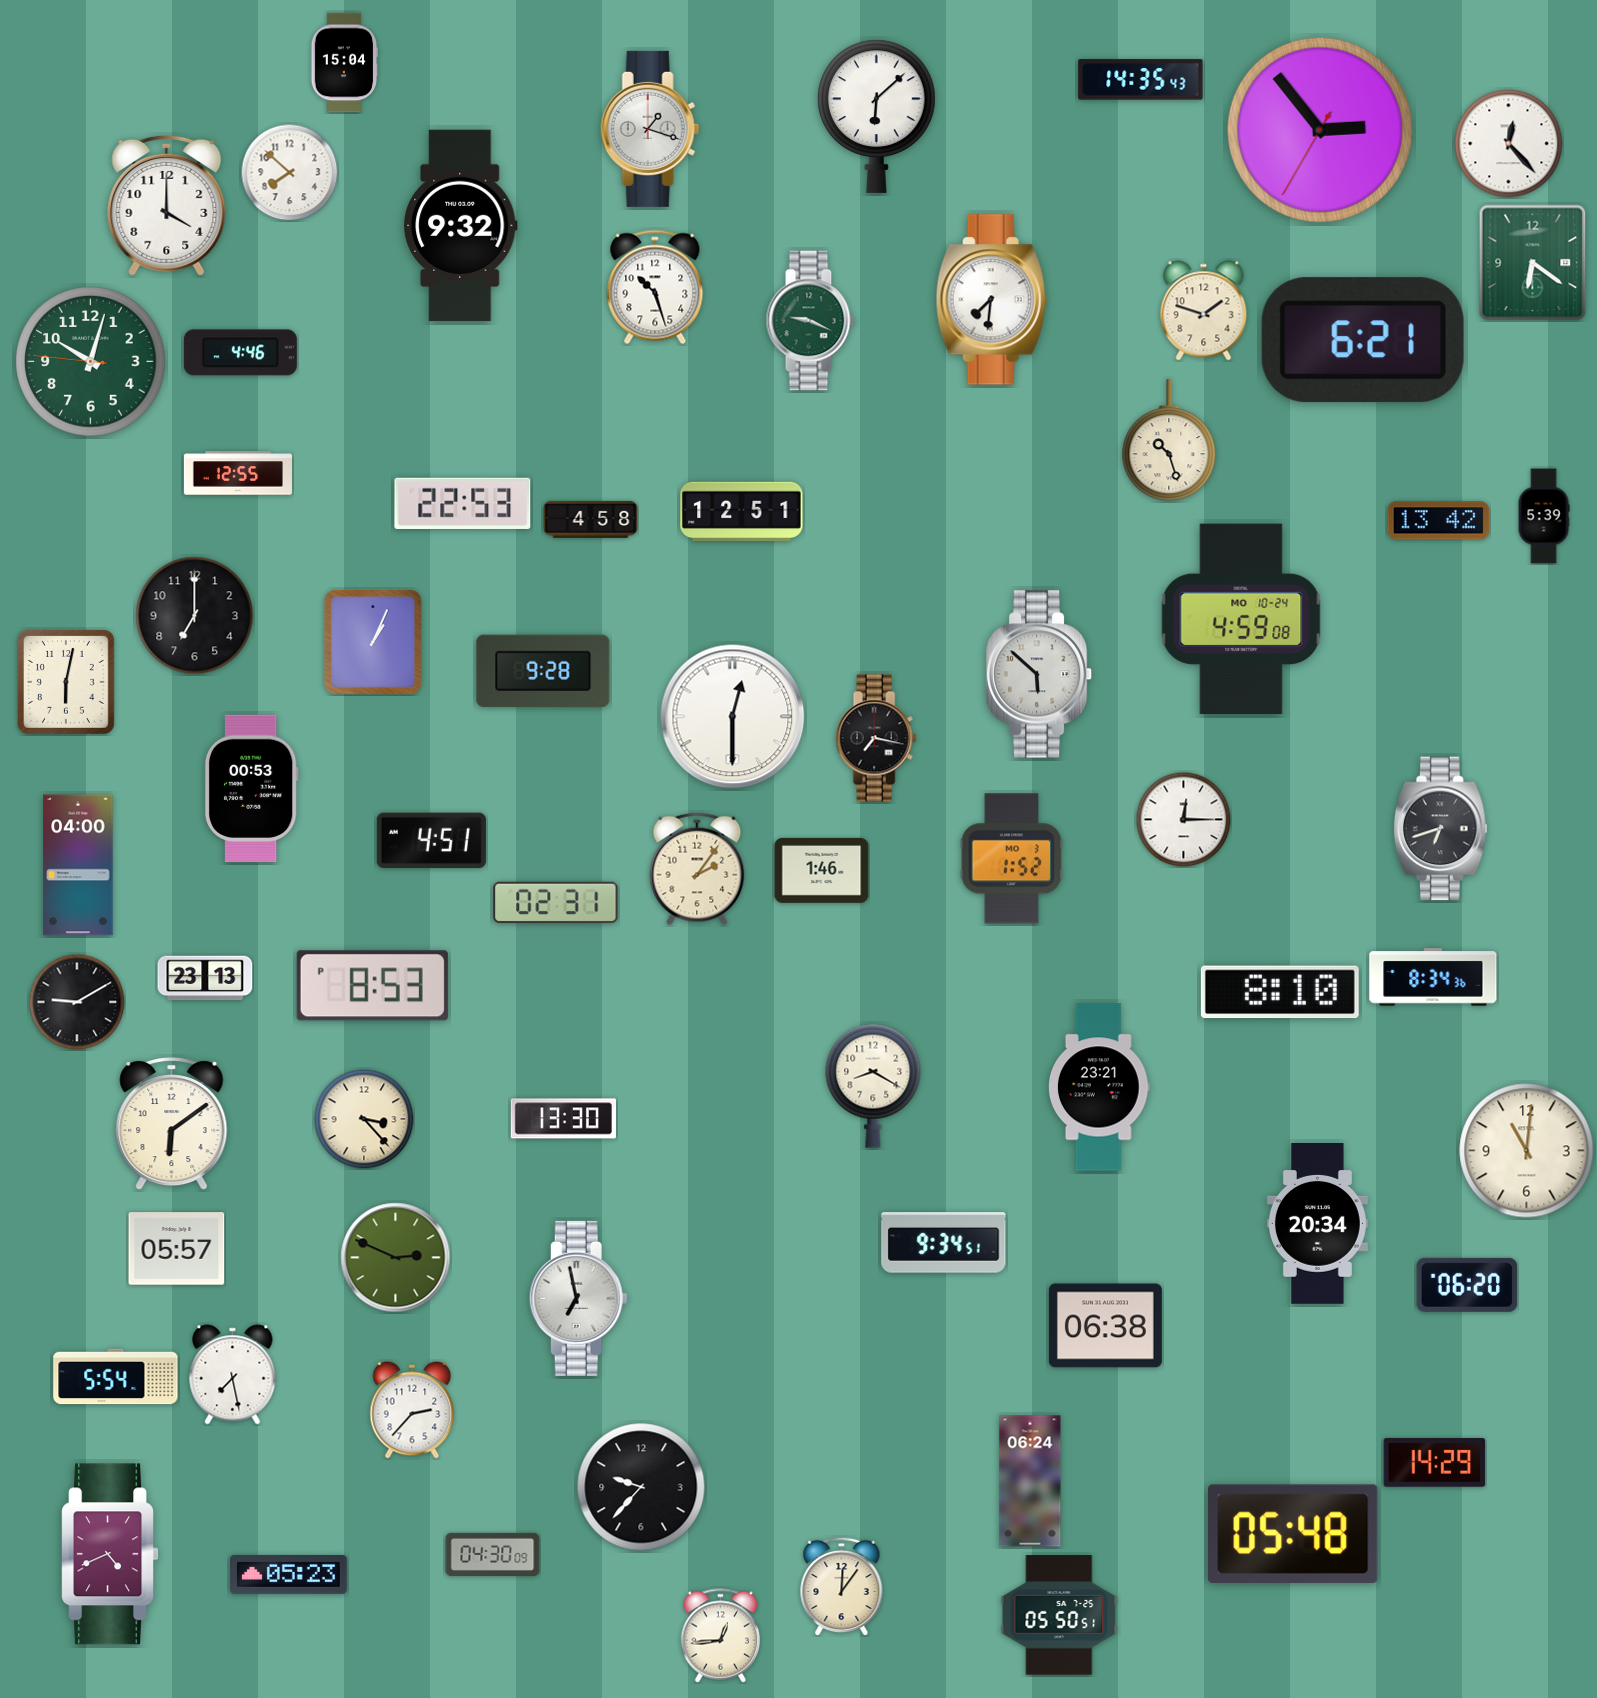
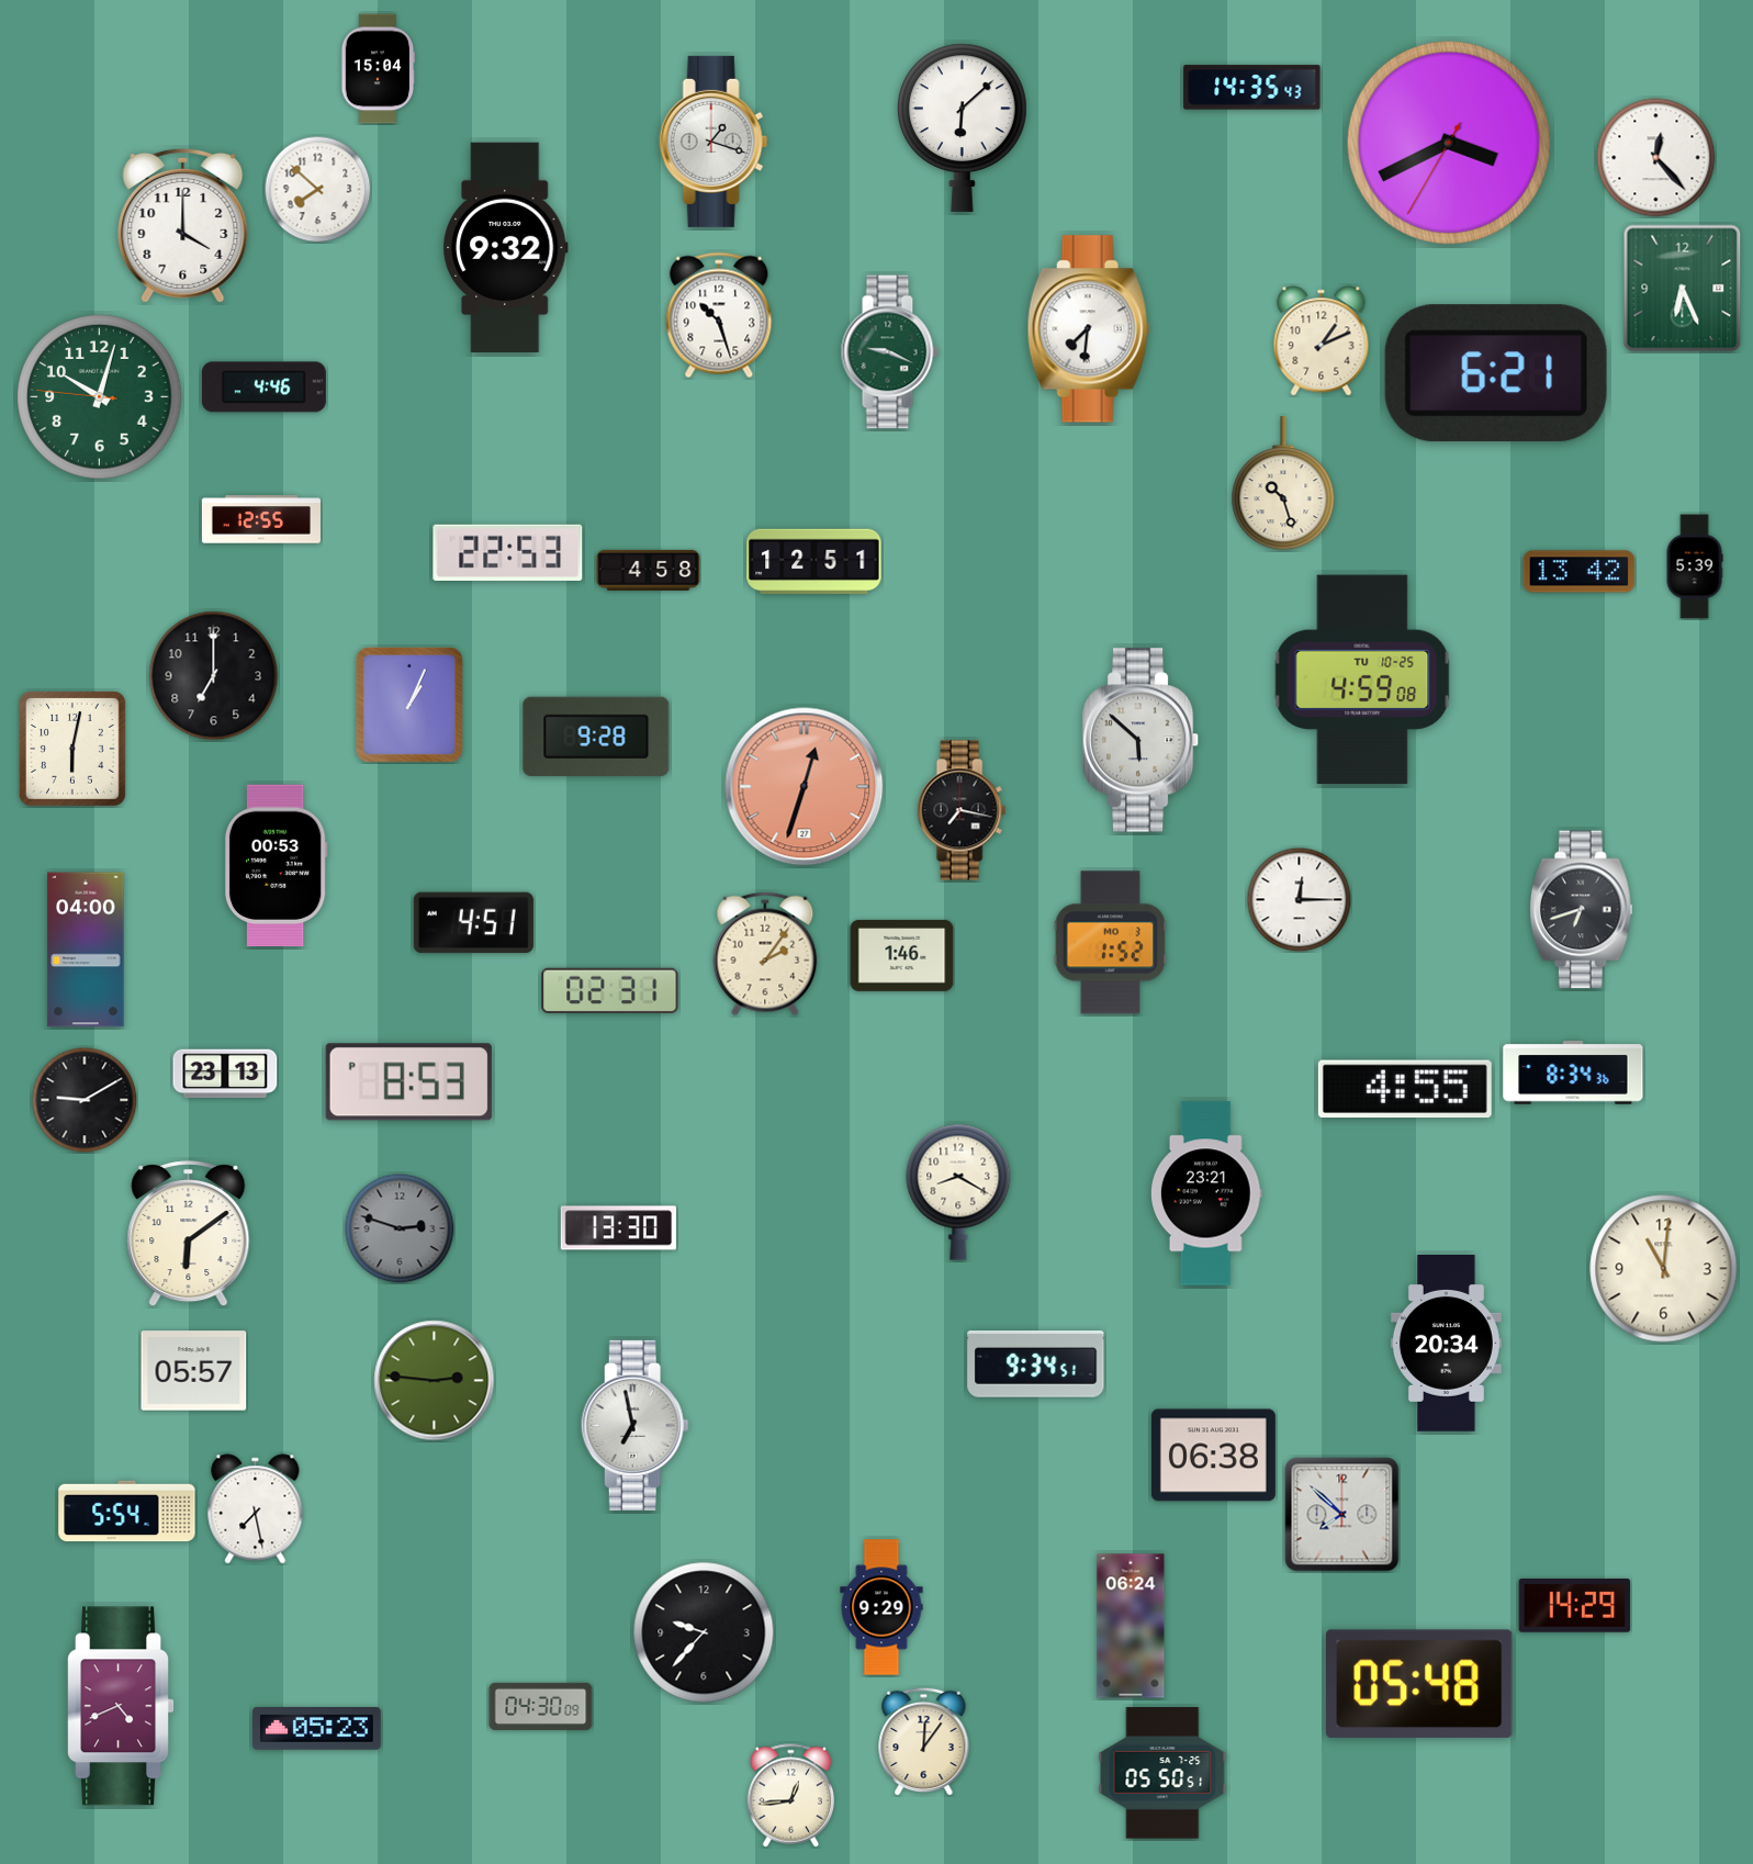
clock at (1320, 130): 2:53 -> 3:40
clock at (1533, 263): 6:21 -> 6:26
clock at (1204, 311): 1:48 -> 1:11
clock at (1241, 619) date: MO 10-24 -> TU 10-25
clock at (733, 717): 12:30 -> 12:33
clock at (733, 717) dial: white -> salmon
clock at (1280, 992): 8:10 -> 4:55
clock at (364, 1119): 3:23 -> 2:48
clock at (364, 1119) dial: cream -> grey
clock at (1527, 1151) position: (1527, 1151) -> (1664, 1269)
clock at (396, 1258): 2:49 -> 2:46
clock at (1467, 1285): 06:20 -> none
clock at (1342, 1515): none -> 7:52
clock at (412, 1410): 2:37 -> none
clock at (881, 1607): none -> 9:29
